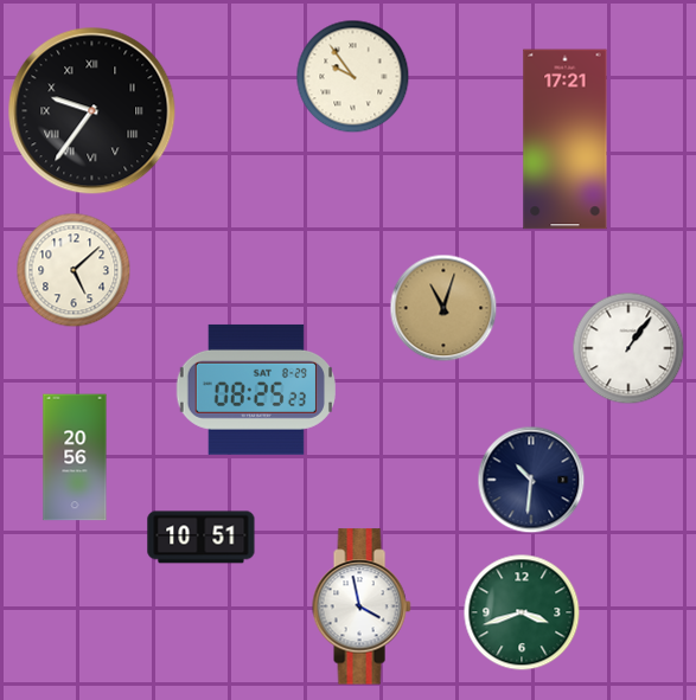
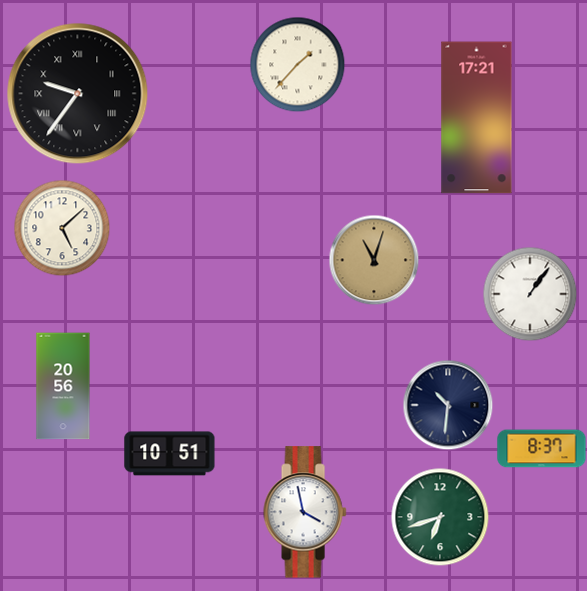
clock at (352, 76): 9:54 -> 1:37
clock at (255, 390): 08:25 -> none
clock at (542, 449): none -> 8:37
clock at (522, 612): 3:42 -> 6:42
